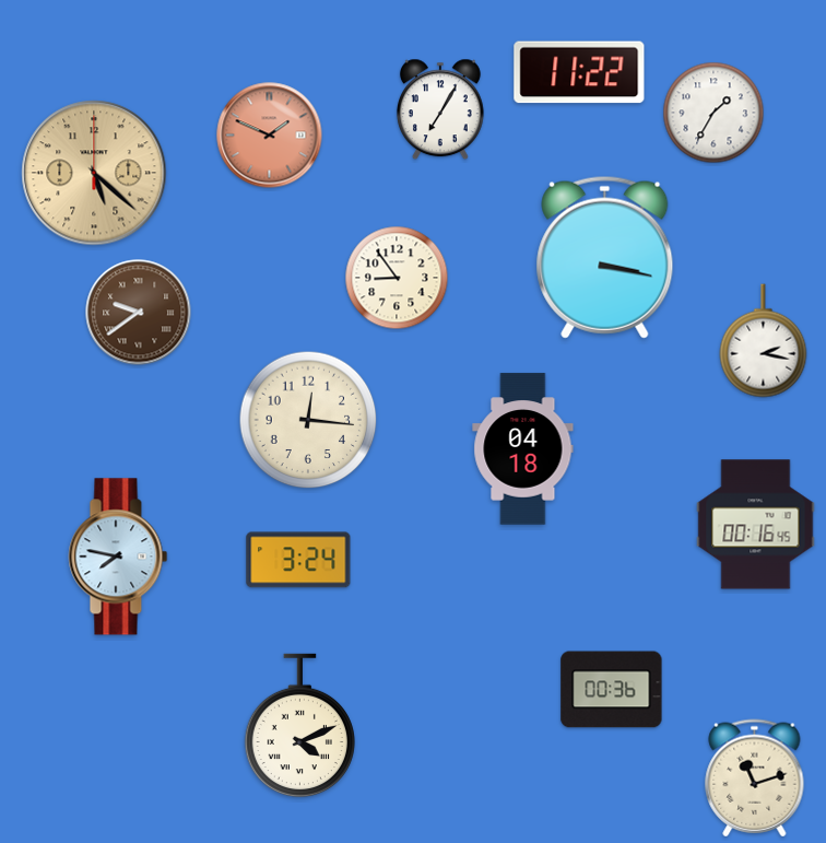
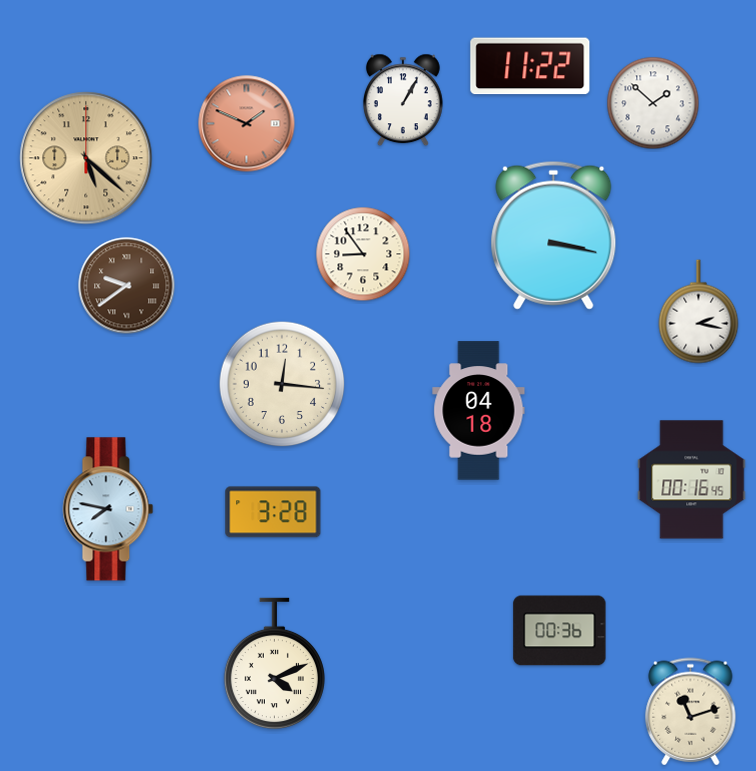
clock at (440, 109): 7:05 -> 1:05
clock at (713, 113): 1:35 -> 1:52
clock at (298, 560): 3:24 -> 3:28
